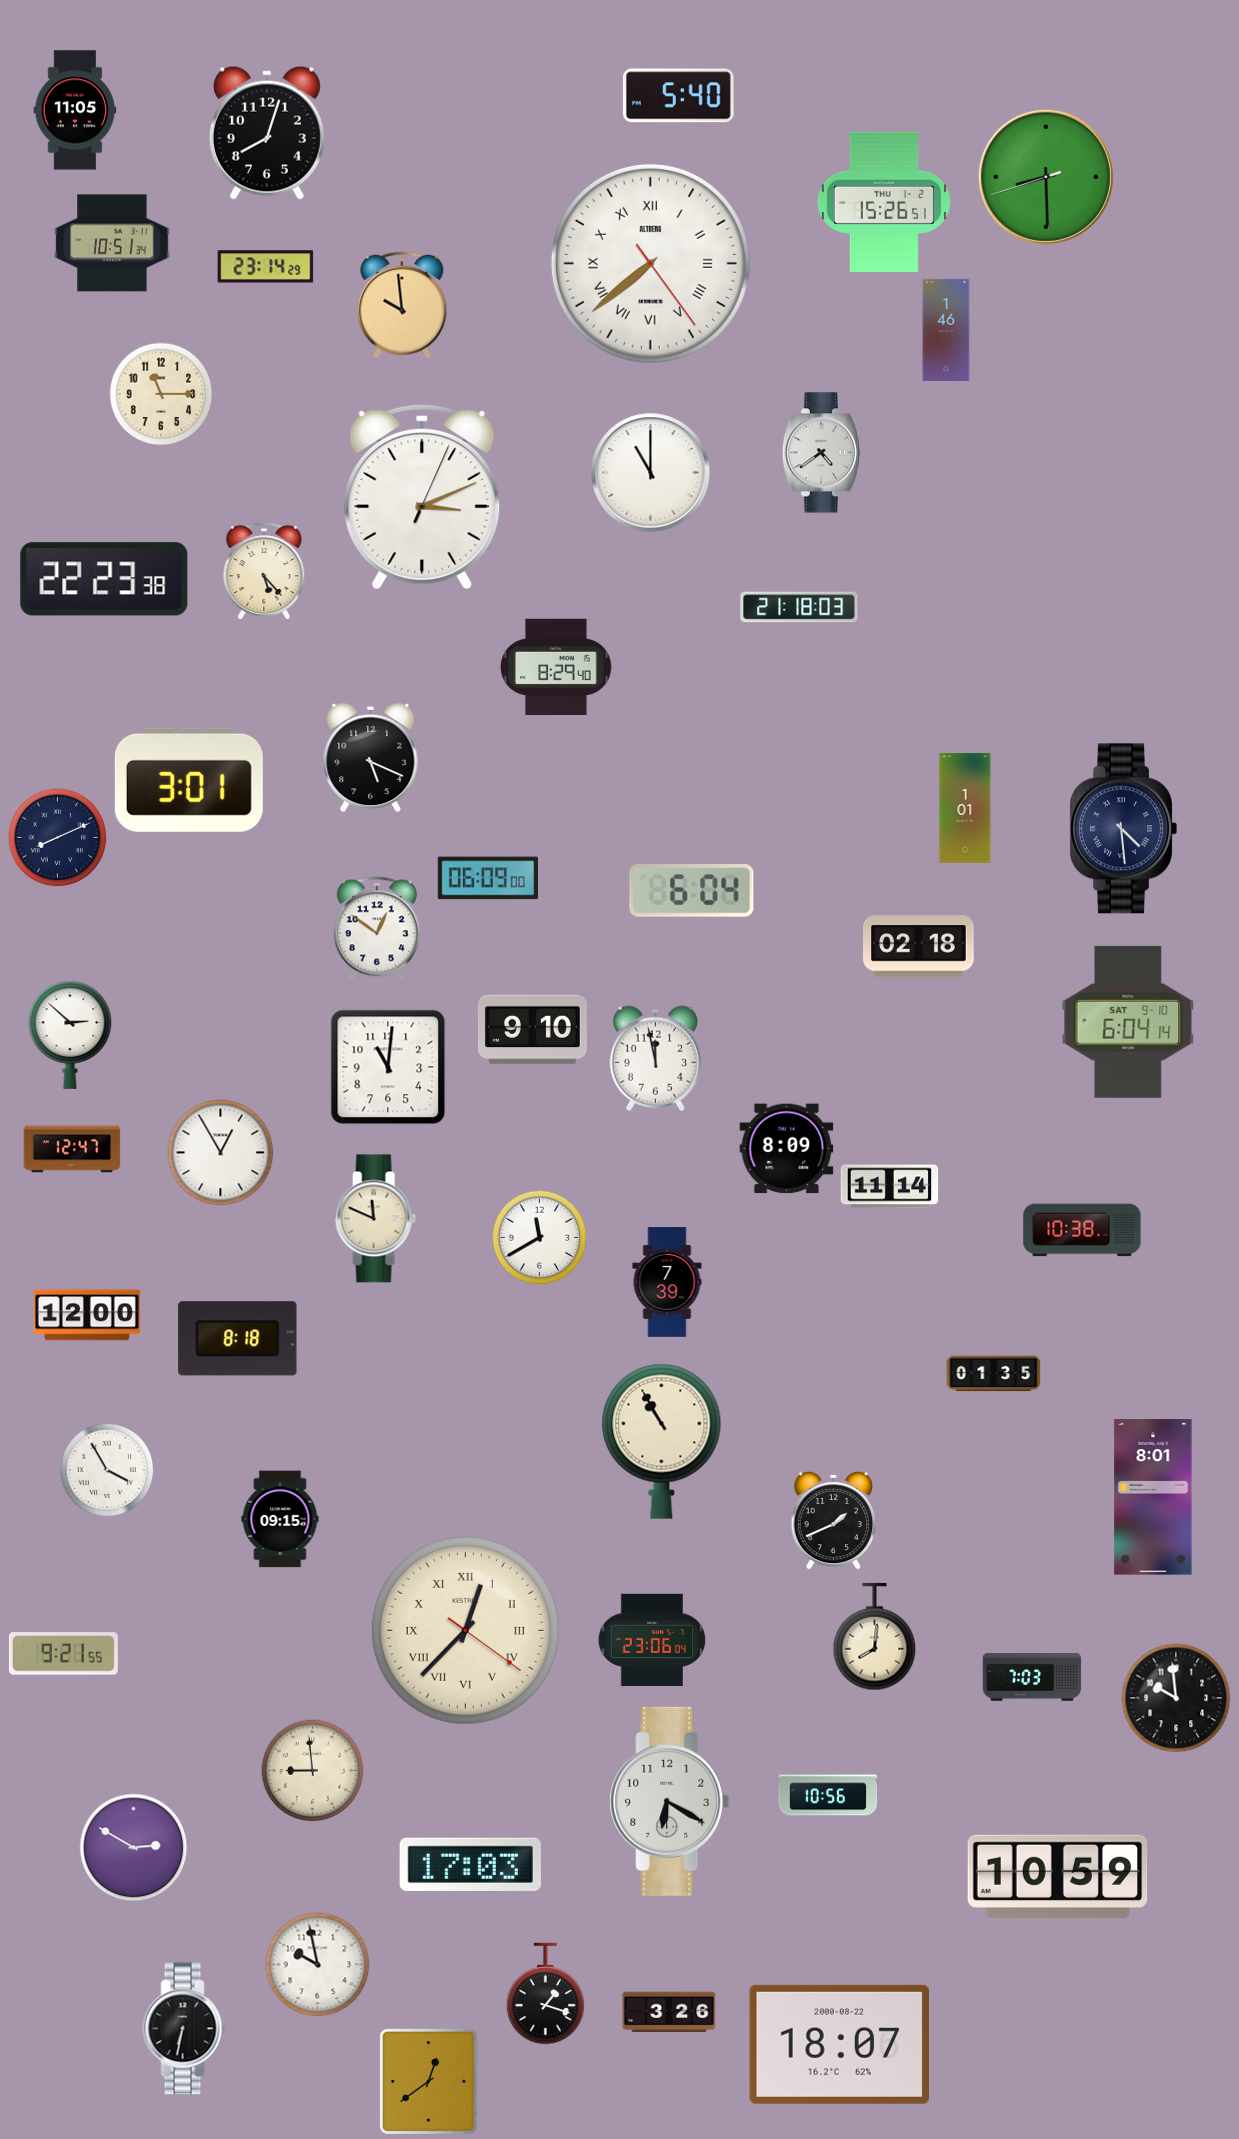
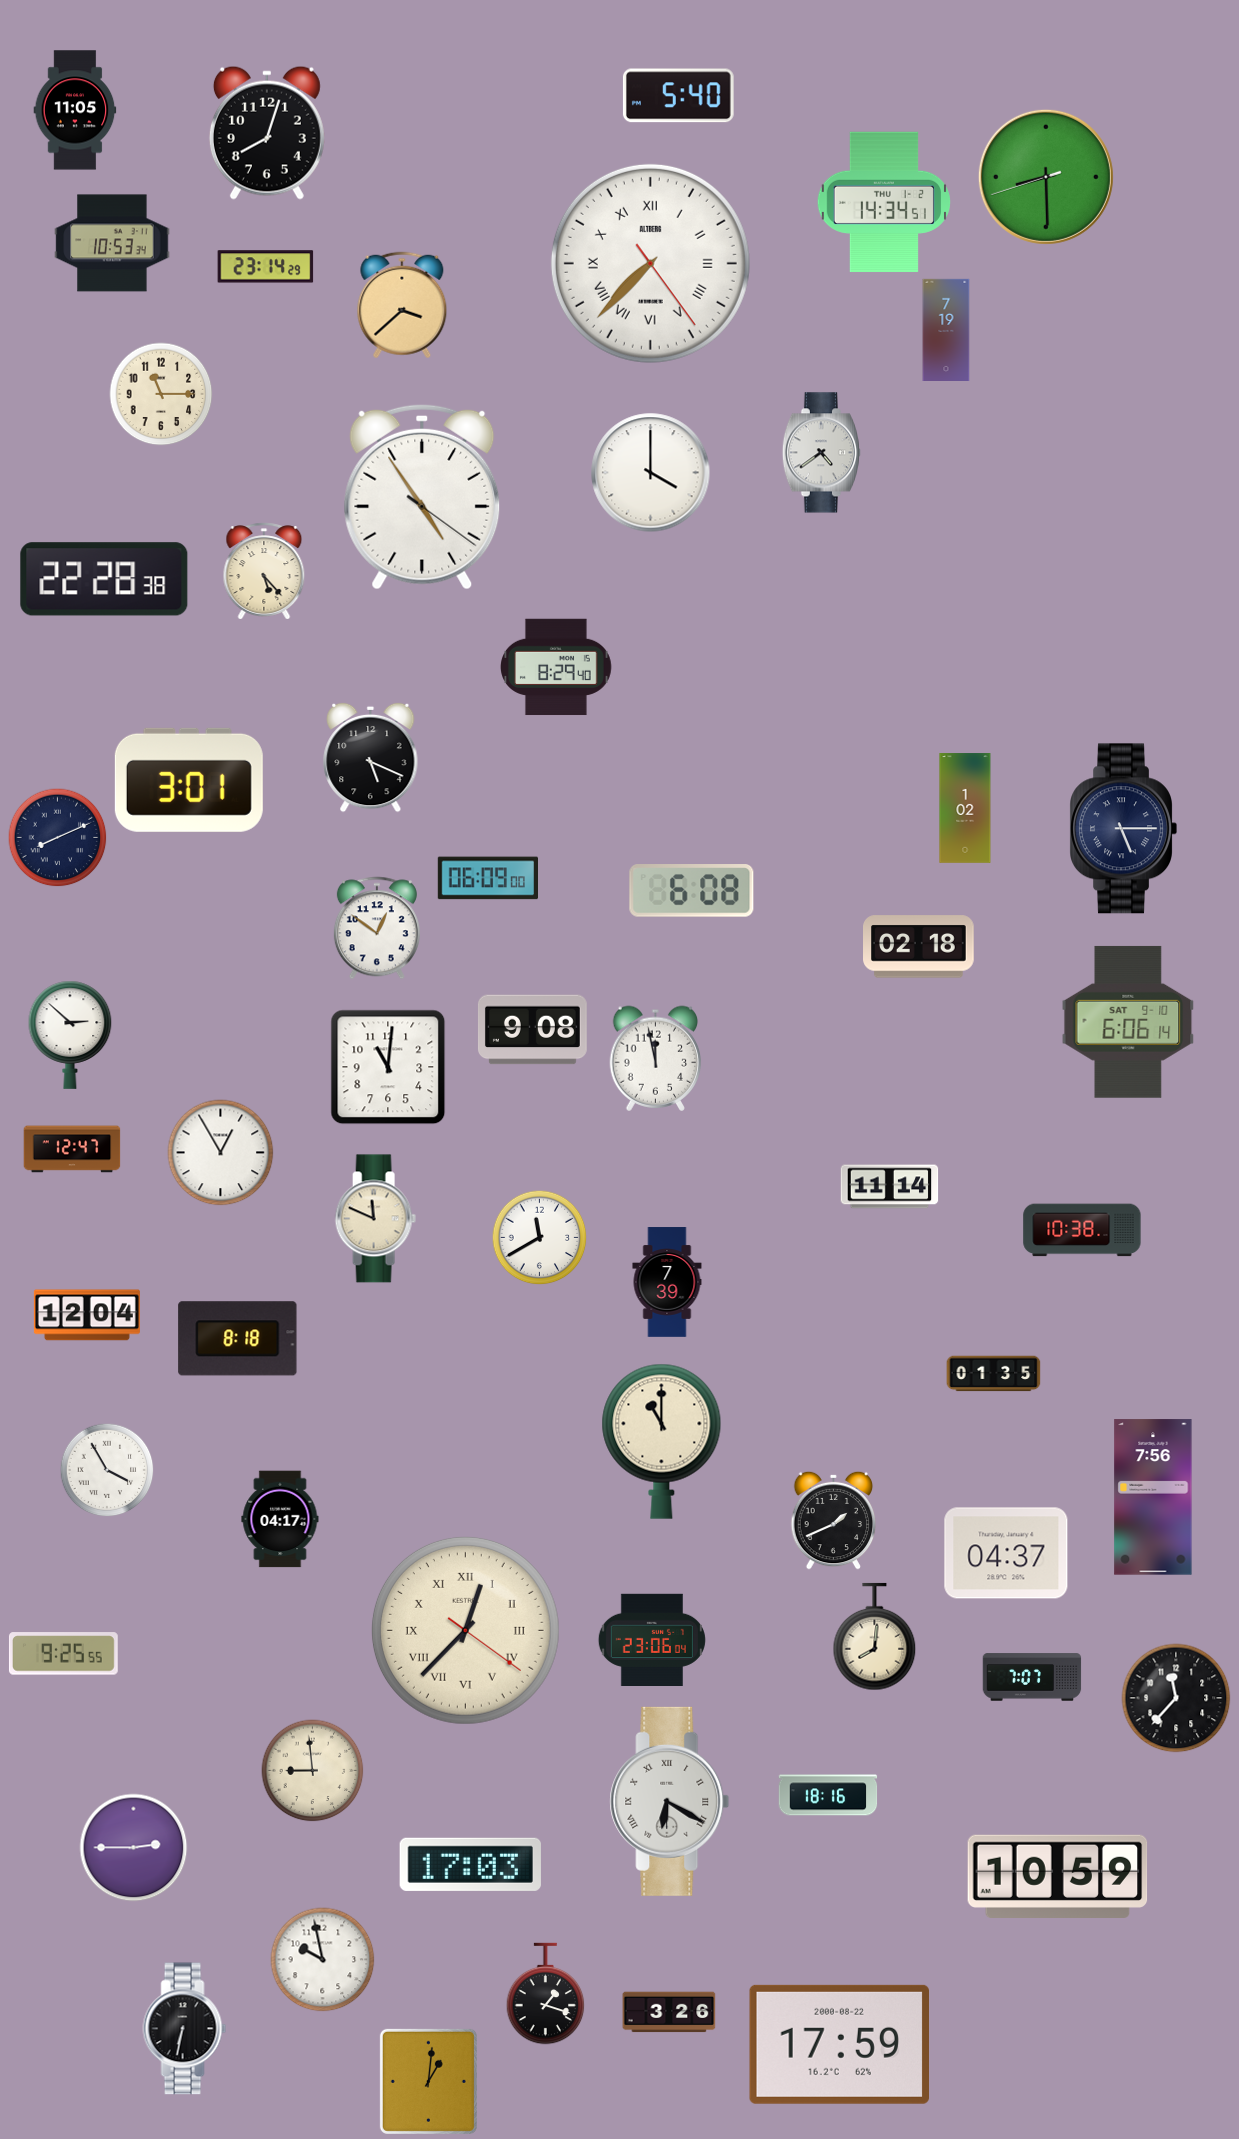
clock at (884, 202): 15:26 -> 14:34
clock at (112, 243): 10:51 -> 10:53
clock at (650, 263): 7:38 -> 7:37
clock at (402, 305): 9:59 -> 3:38
clock at (946, 329): 1:46 -> 7:19
clock at (651, 473): 11:00 -> 4:00
clock at (422, 497): 3:11 -> 4:54
clock at (104, 579): 22:23 -> 22:28
clock at (799, 607): 21:18 -> none
clock at (965, 808): 1:01 -> 1:02
clock at (1123, 829): 4:29 -> 5:15
clock at (692, 891): 6:04 -> 6:08
clock at (1128, 1022): 6:04 -> 6:06
clock at (532, 1030): 9:10 -> 9:08
clock at (787, 1149): 8:09 -> none
clock at (87, 1315): 12:00 -> 12:04
clock at (662, 1441): 10:55 -> 11:00
clock at (1153, 1497): 8:01 -> 7:56
clock at (280, 1519): 09:15 -> 04:17
clock at (1006, 1553): none -> 04:37
clock at (63, 1654): 9:21 -> 9:25
clock at (1032, 1677): 7:03 -> 7:07
clock at (1176, 1698): 9:59 -> 11:37
clock at (828, 1795): 10:56 -> 18:16
clock at (670, 1801) numerals: Arabic -> Roman
clock at (134, 1848): 2:50 -> 2:45
clock at (318, 1965) position: (318, 1965) -> (323, 1960)
clock at (839, 2044): 18:07 -> 17:59
clock at (428, 2081): 12:39 -> 1:01
